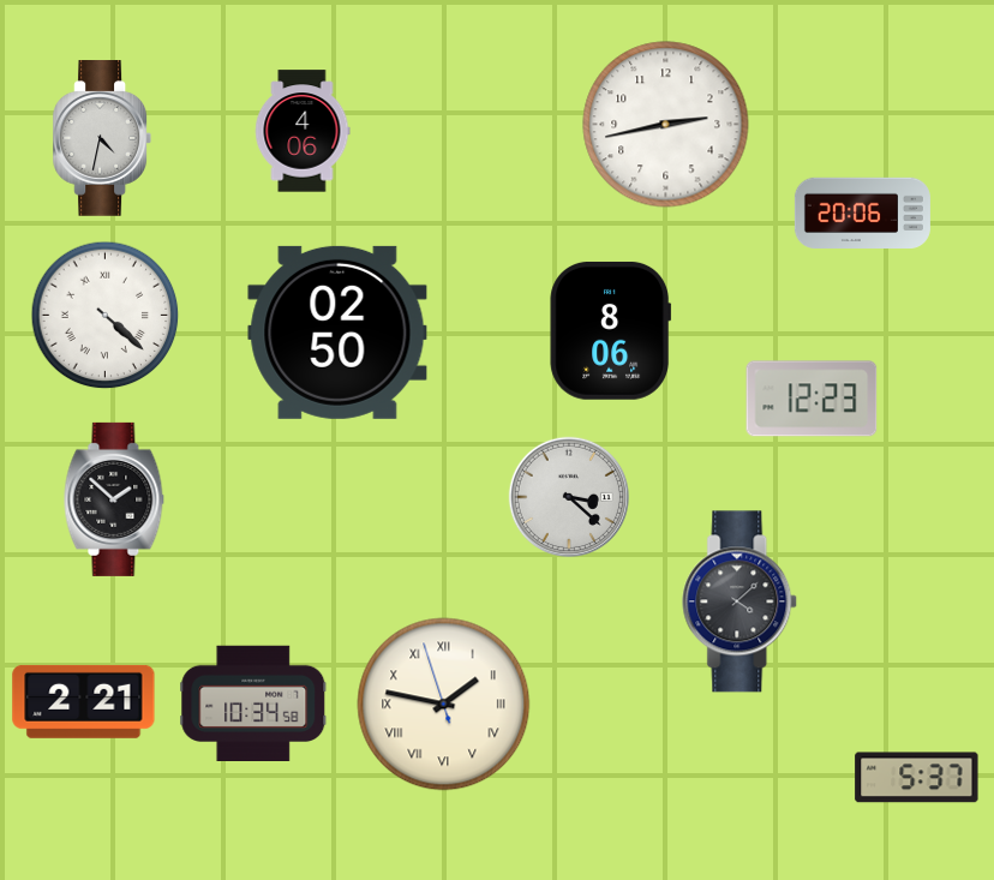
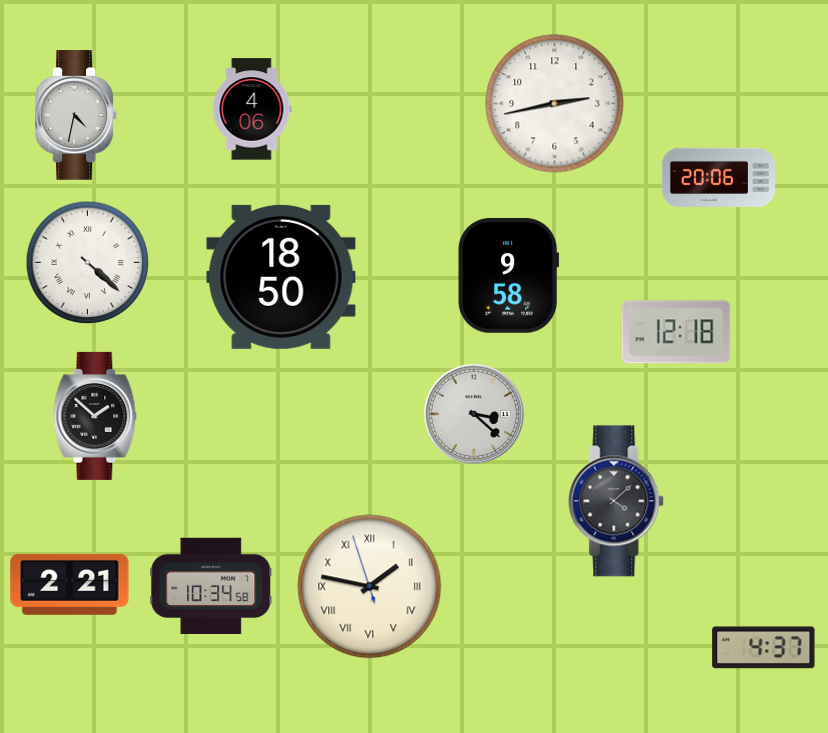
clock at (102, 139) position: (102, 139) -> (76, 116)
clock at (611, 330): 8:06 -> 9:58
clock at (337, 333): 02:50 -> 18:50
clock at (812, 399): 12:23 -> 12:18
clock at (917, 778): 5:37 -> 4:37
